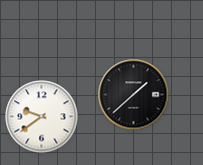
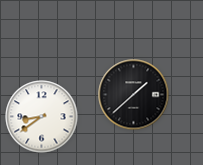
clock at (42, 117): 9:39 -> 8:39
